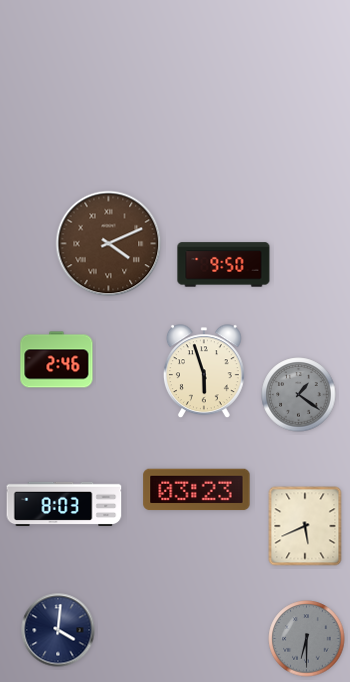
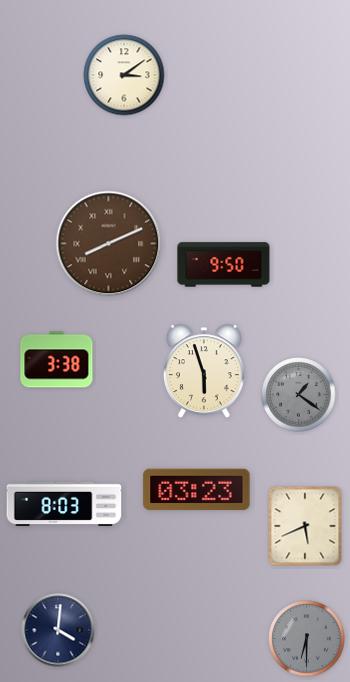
clock at (124, 75): none -> 3:09
clock at (109, 244): 4:11 -> 8:11
clock at (57, 360): 2:46 -> 3:38
